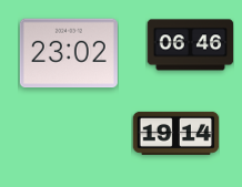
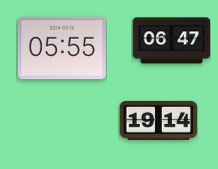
clock at (190, 45): 06:46 -> 06:47
clock at (69, 53): 23:02 -> 05:55
